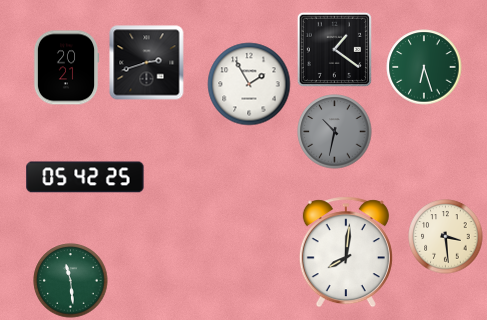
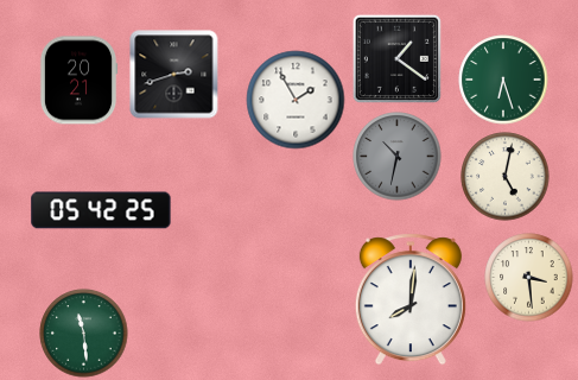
clock at (506, 177): none -> 5:02
clock at (446, 237) position: (446, 237) -> (529, 278)
